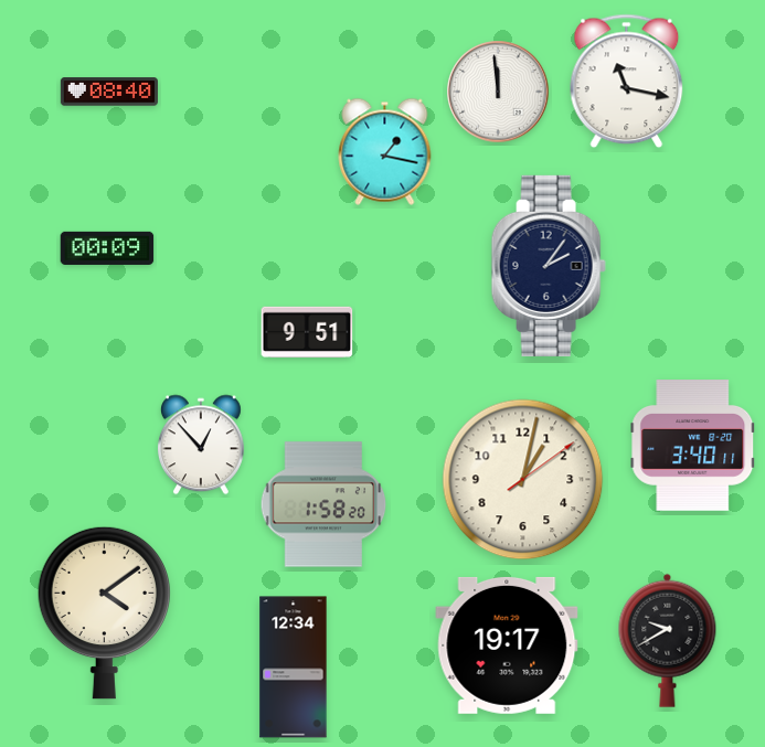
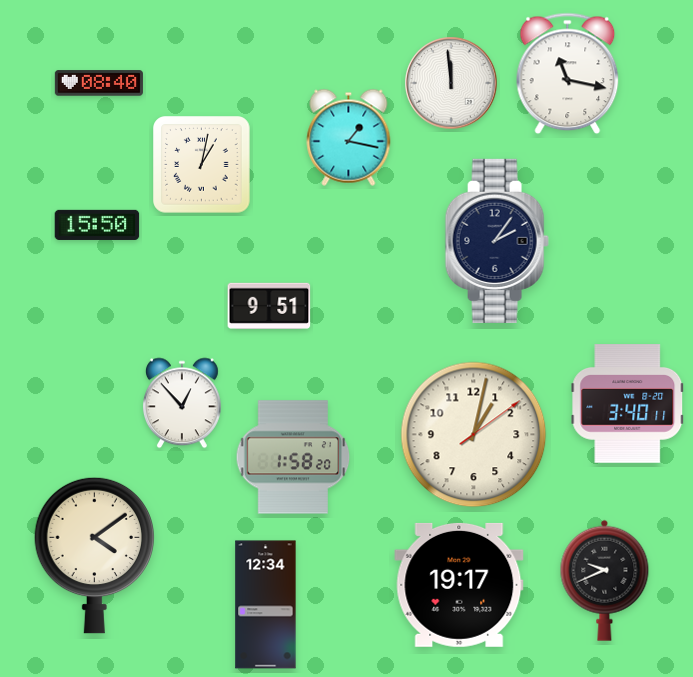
clock at (202, 165): none -> 1:02
clock at (107, 248): 00:09 -> 15:50
clock at (307, 332) position: (307, 332) -> (269, 306)
clock at (668, 640): 9:40 -> 9:41
